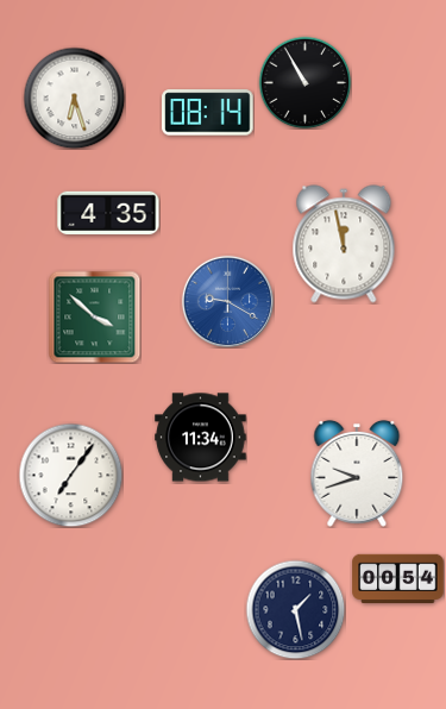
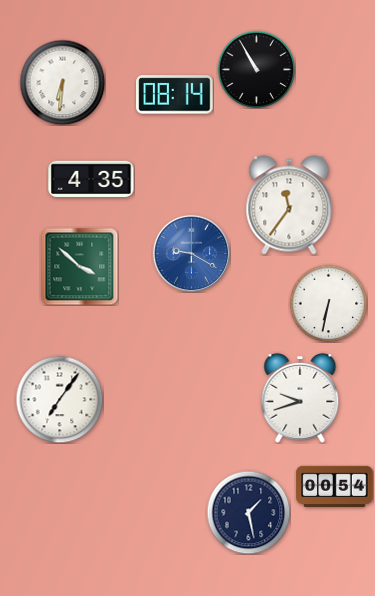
clock at (74, 98): 6:27 -> 6:31
clock at (344, 244): 11:58 -> 11:36
clock at (328, 303): none -> 6:32
clock at (201, 438): 11:34 -> none
